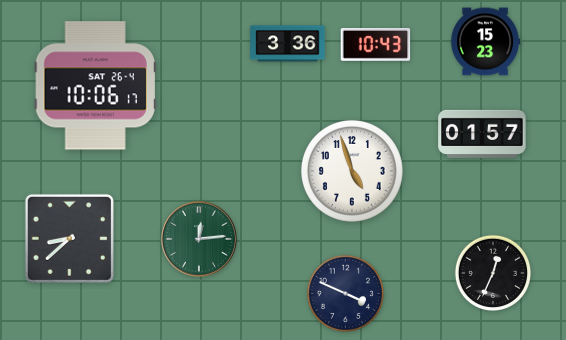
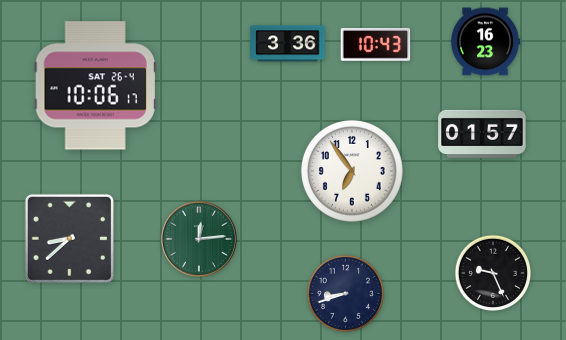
clock at (485, 42): 15:23 -> 16:23
clock at (352, 171): 4:57 -> 6:54
clock at (492, 272): 12:34 -> 9:26
clock at (345, 293): 3:49 -> 8:42
